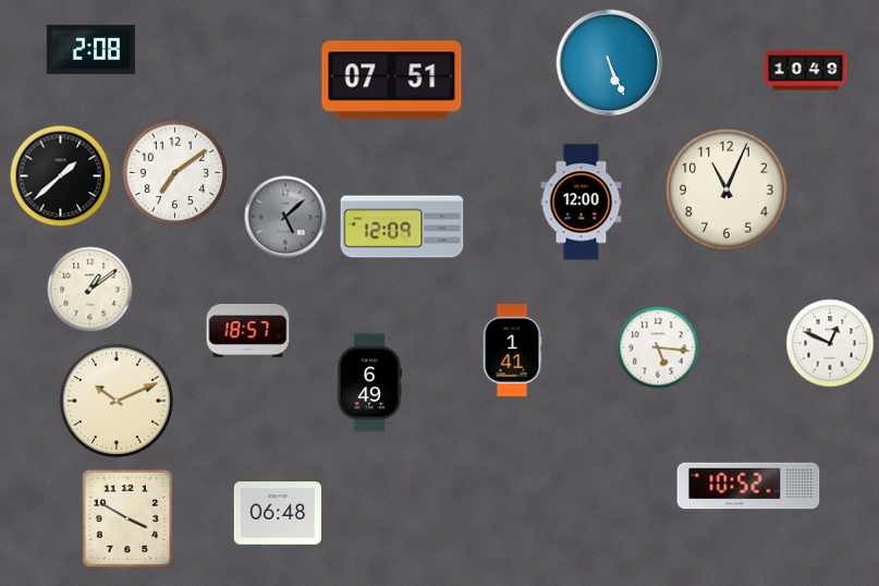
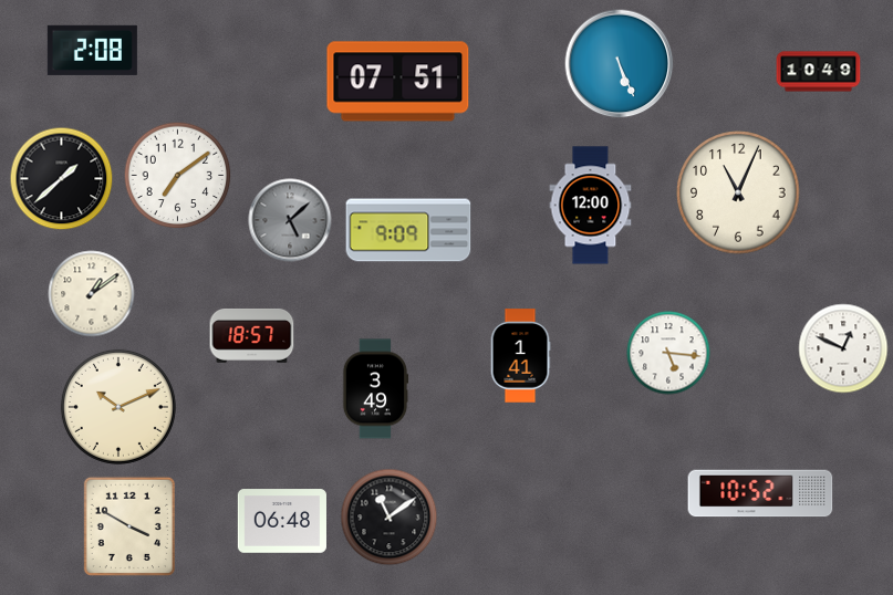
clock at (402, 227): 12:09 -> 9:09
clock at (369, 383): 6:49 -> 3:49
clock at (390, 518): none -> 11:09
